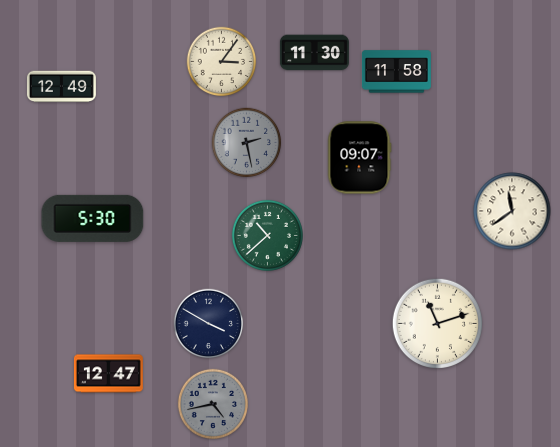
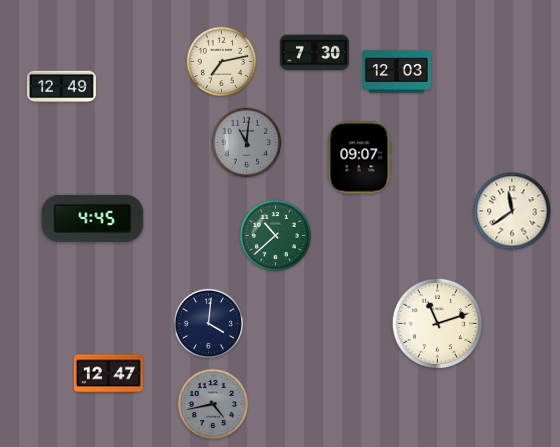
clock at (314, 53): 11:30 -> 7:30
clock at (222, 62): 3:06 -> 7:13
clock at (396, 72): 11:58 -> 12:03
clock at (247, 143): 2:28 -> 11:01
clock at (93, 218): 5:30 -> 4:45
clock at (267, 235) position: (267, 235) -> (275, 235)
clock at (209, 324): 3:50 -> 4:01
